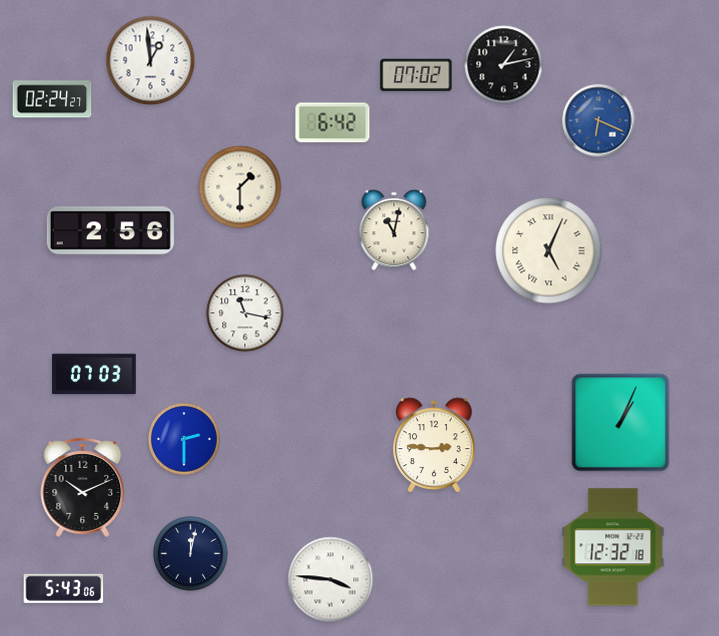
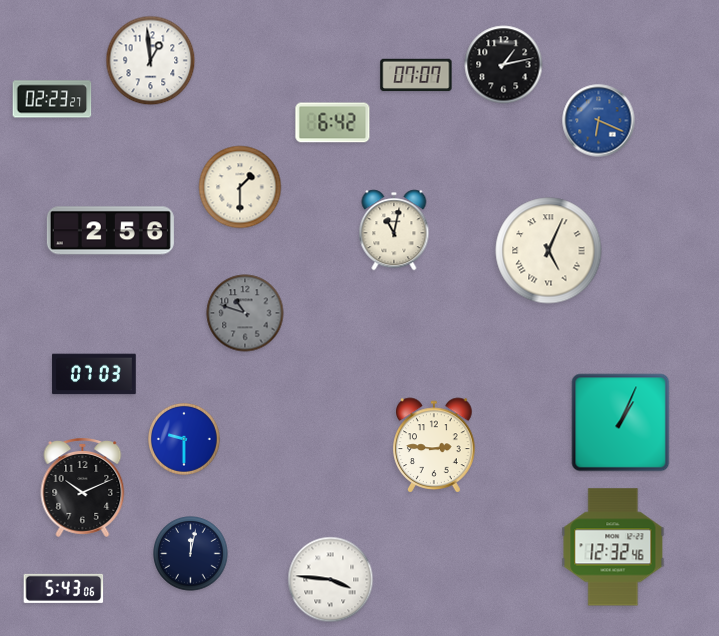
clock at (416, 75): 07:02 -> 07:07
clock at (52, 99): 02:24 -> 02:23
clock at (245, 313): 11:17 -> 10:48
clock at (245, 313) dial: white -> grey
clock at (185, 440): 2:30 -> 9:30
clock at (613, 547): 12:32:18 -> 12:32:46
